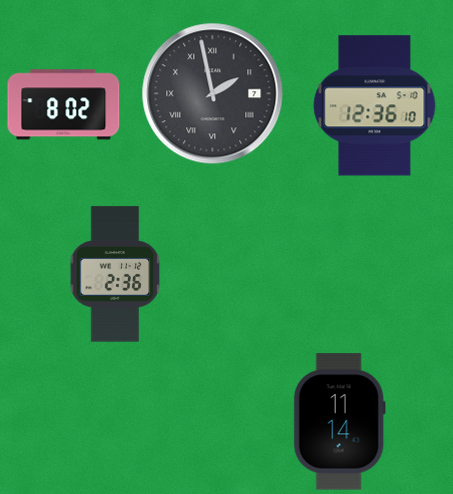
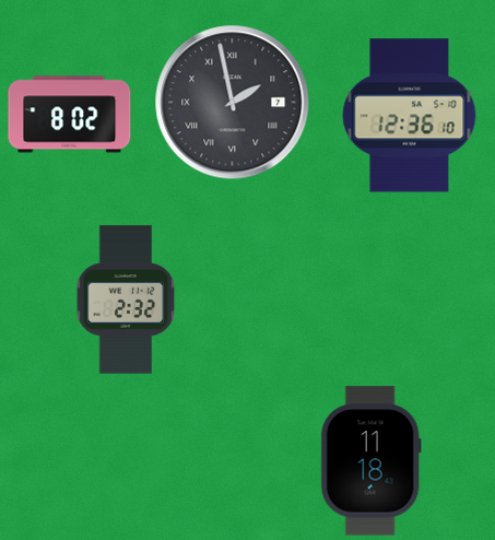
clock at (115, 274): 2:36 -> 2:32
clock at (339, 422): 11:14 -> 11:18
